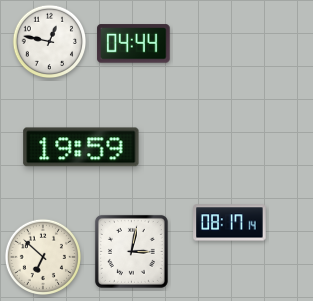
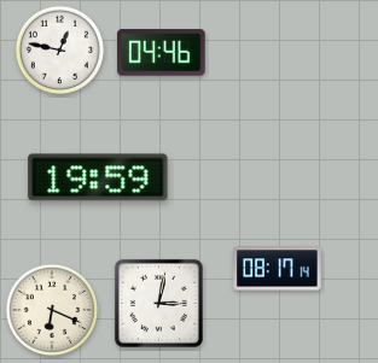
clock at (134, 44): 04:44 -> 04:46
clock at (43, 257): 6:52 -> 6:19
